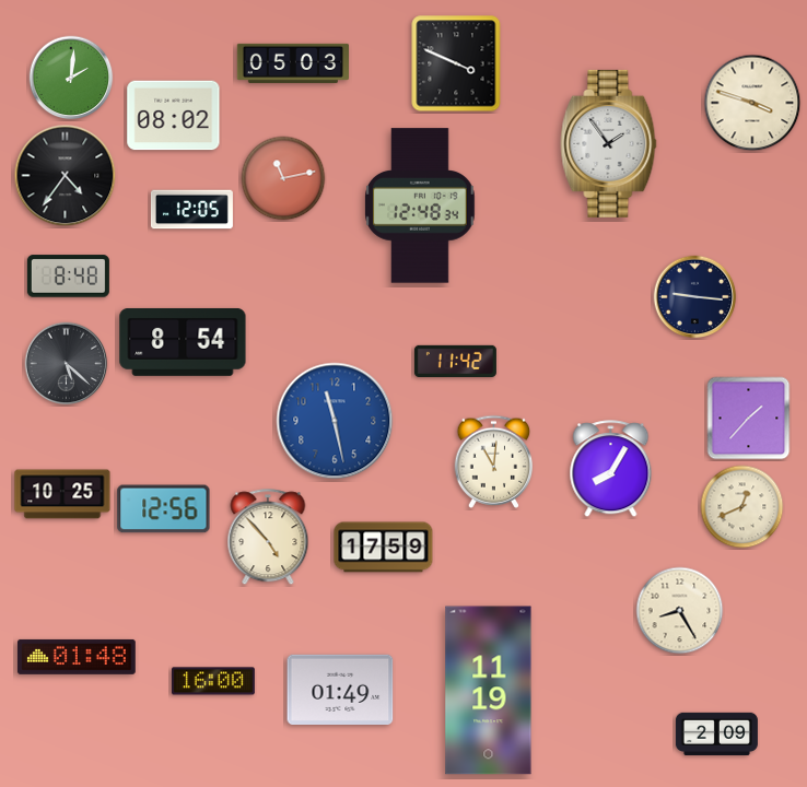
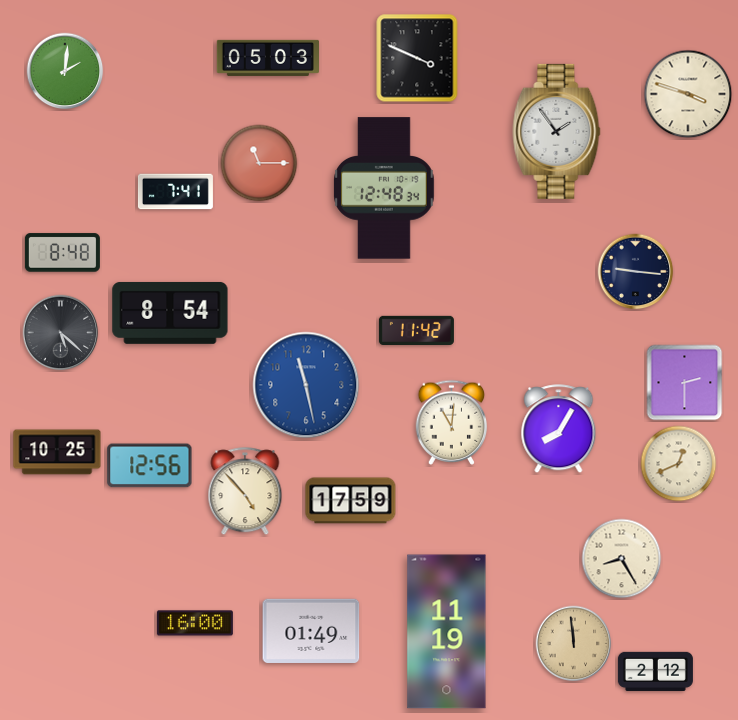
clock at (174, 116): 08:02 -> none
clock at (66, 176): 4:36 -> none
clock at (283, 178): 11:13 -> 11:15
clock at (191, 210): 12:05 -> 7:41
clock at (183, 342) position: (183, 342) -> (170, 313)
clock at (749, 419): 1:37 -> 2:30
clock at (77, 657): 01:48 -> none
clock at (574, 644): none -> 11:59
clock at (716, 733): 2:09 -> 2:12
